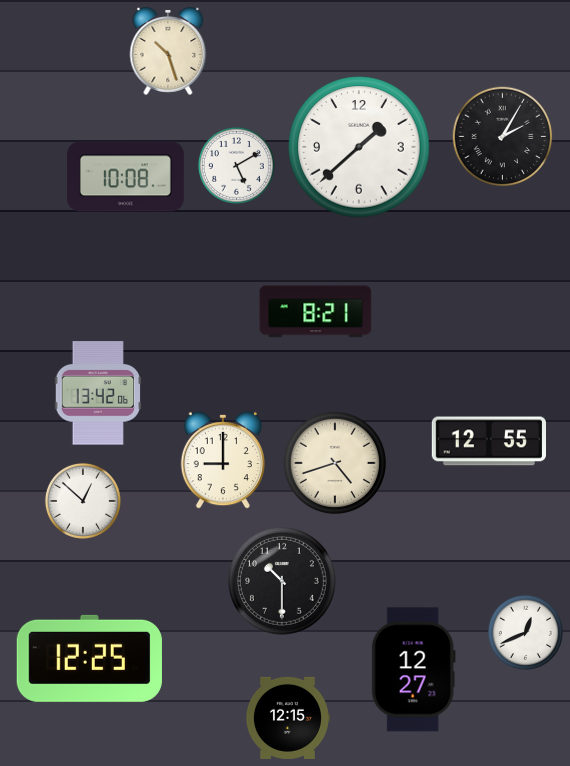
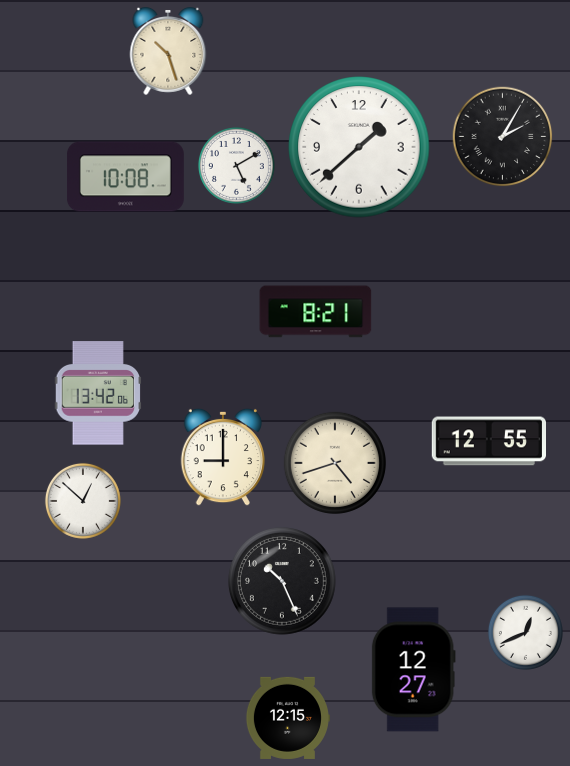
clock at (222, 460) position: (222, 460) -> (222, 457)
clock at (282, 581): 10:30 -> 10:26
clock at (89, 658): 12:25 -> none
